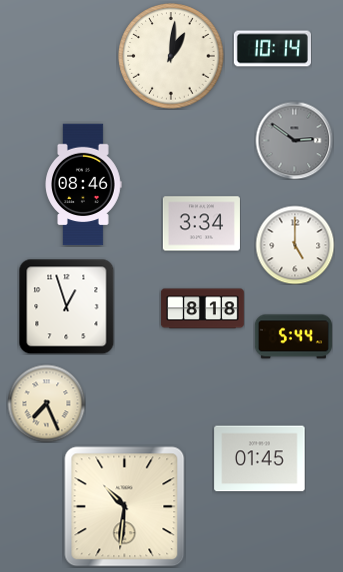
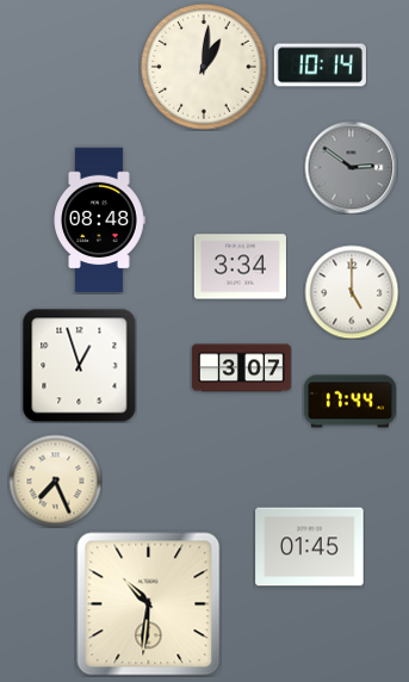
clock at (272, 49) position: (272, 49) -> (320, 66)
clock at (83, 185): 08:46 -> 08:48
clock at (203, 309): 8:18 -> 3:07
clock at (293, 337): 5:44 -> 17:44
